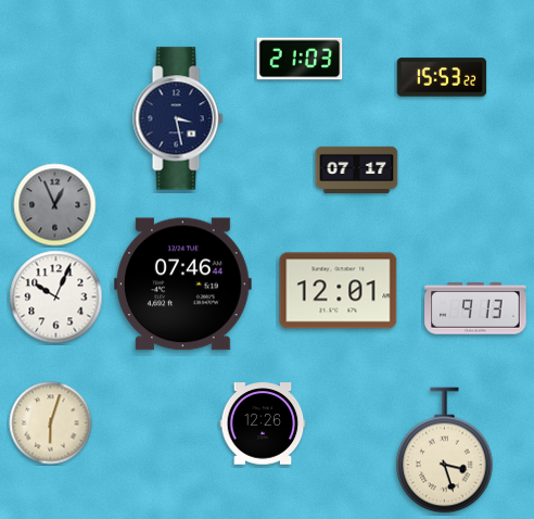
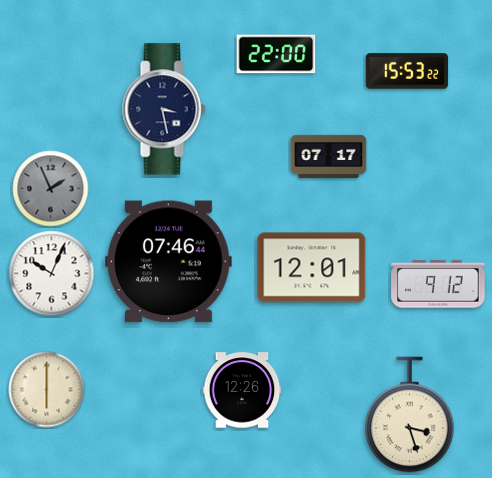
clock at (300, 59): 21:03 -> 22:00
clock at (55, 205): 12:56 -> 1:56
clock at (475, 308): 9:13 -> 9:12
clock at (51, 423): 6:03 -> 6:00
